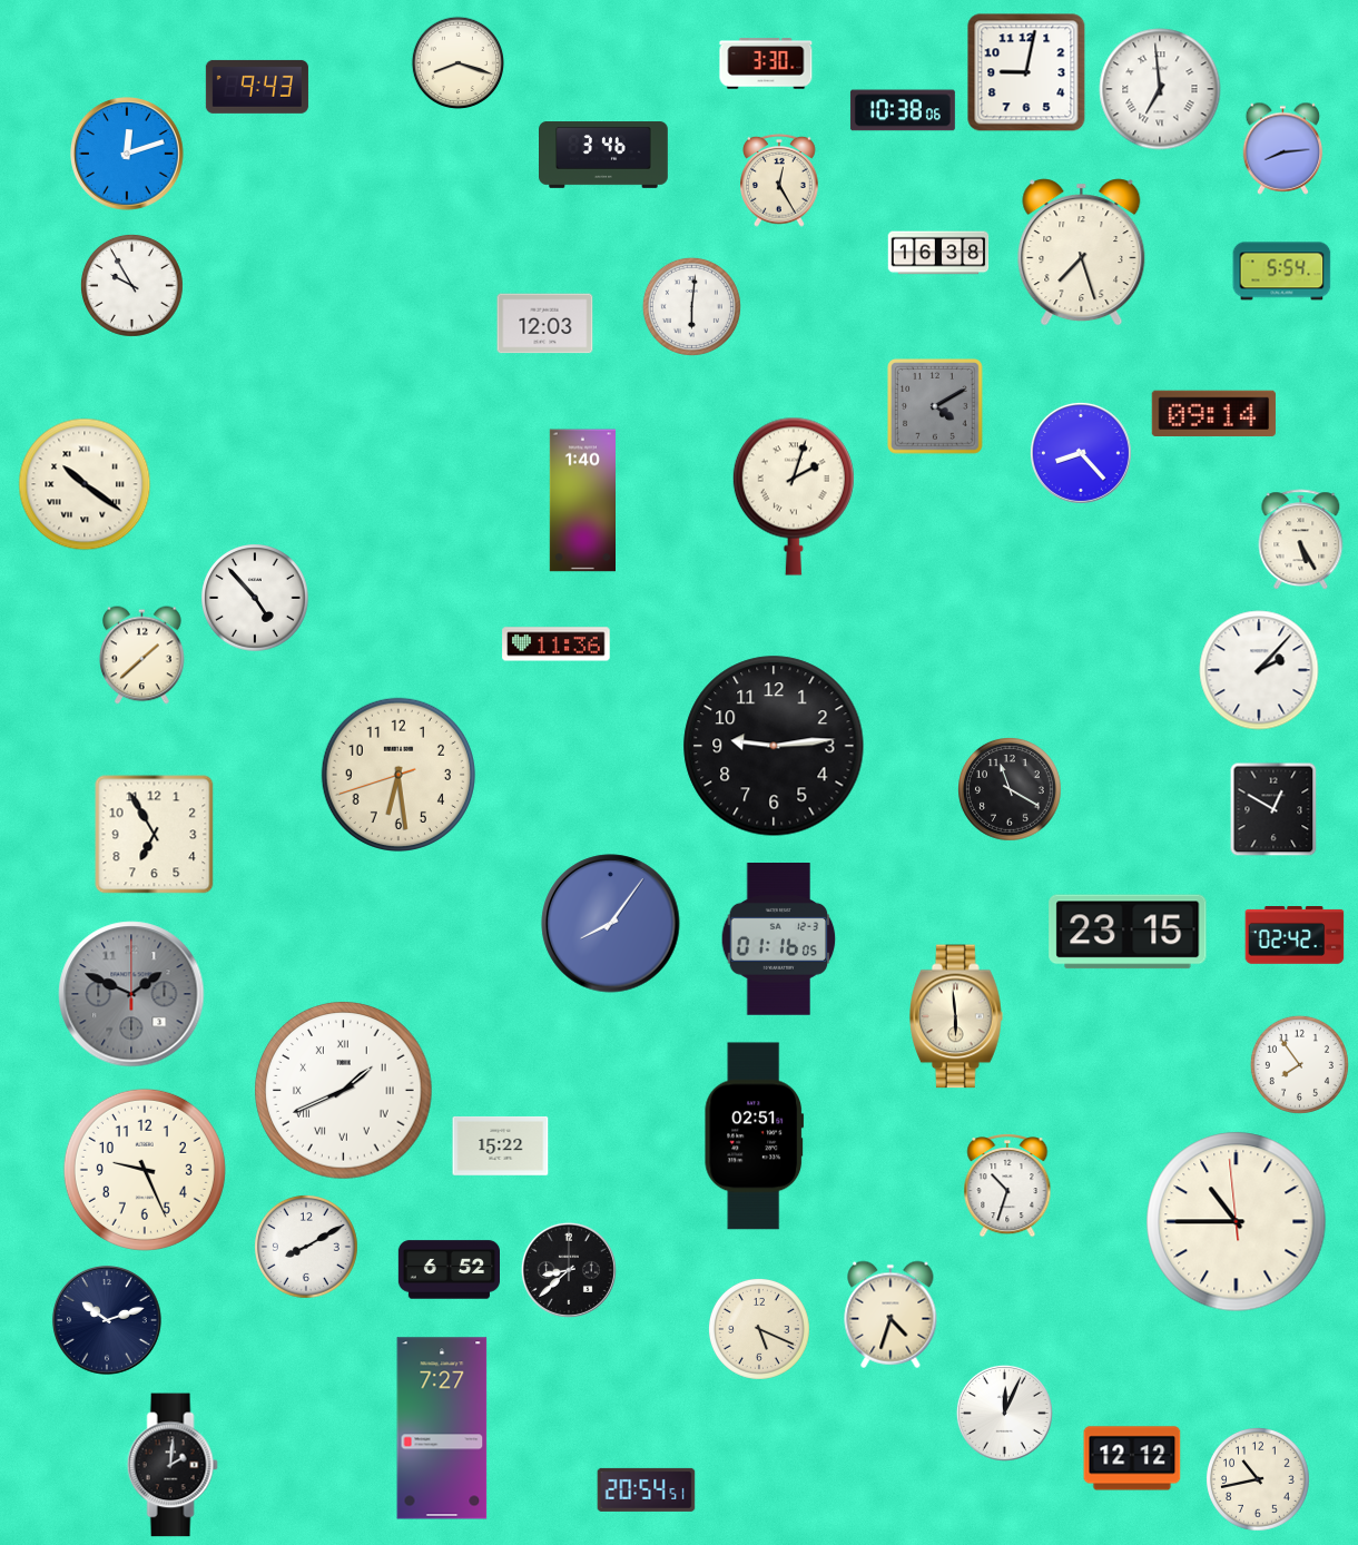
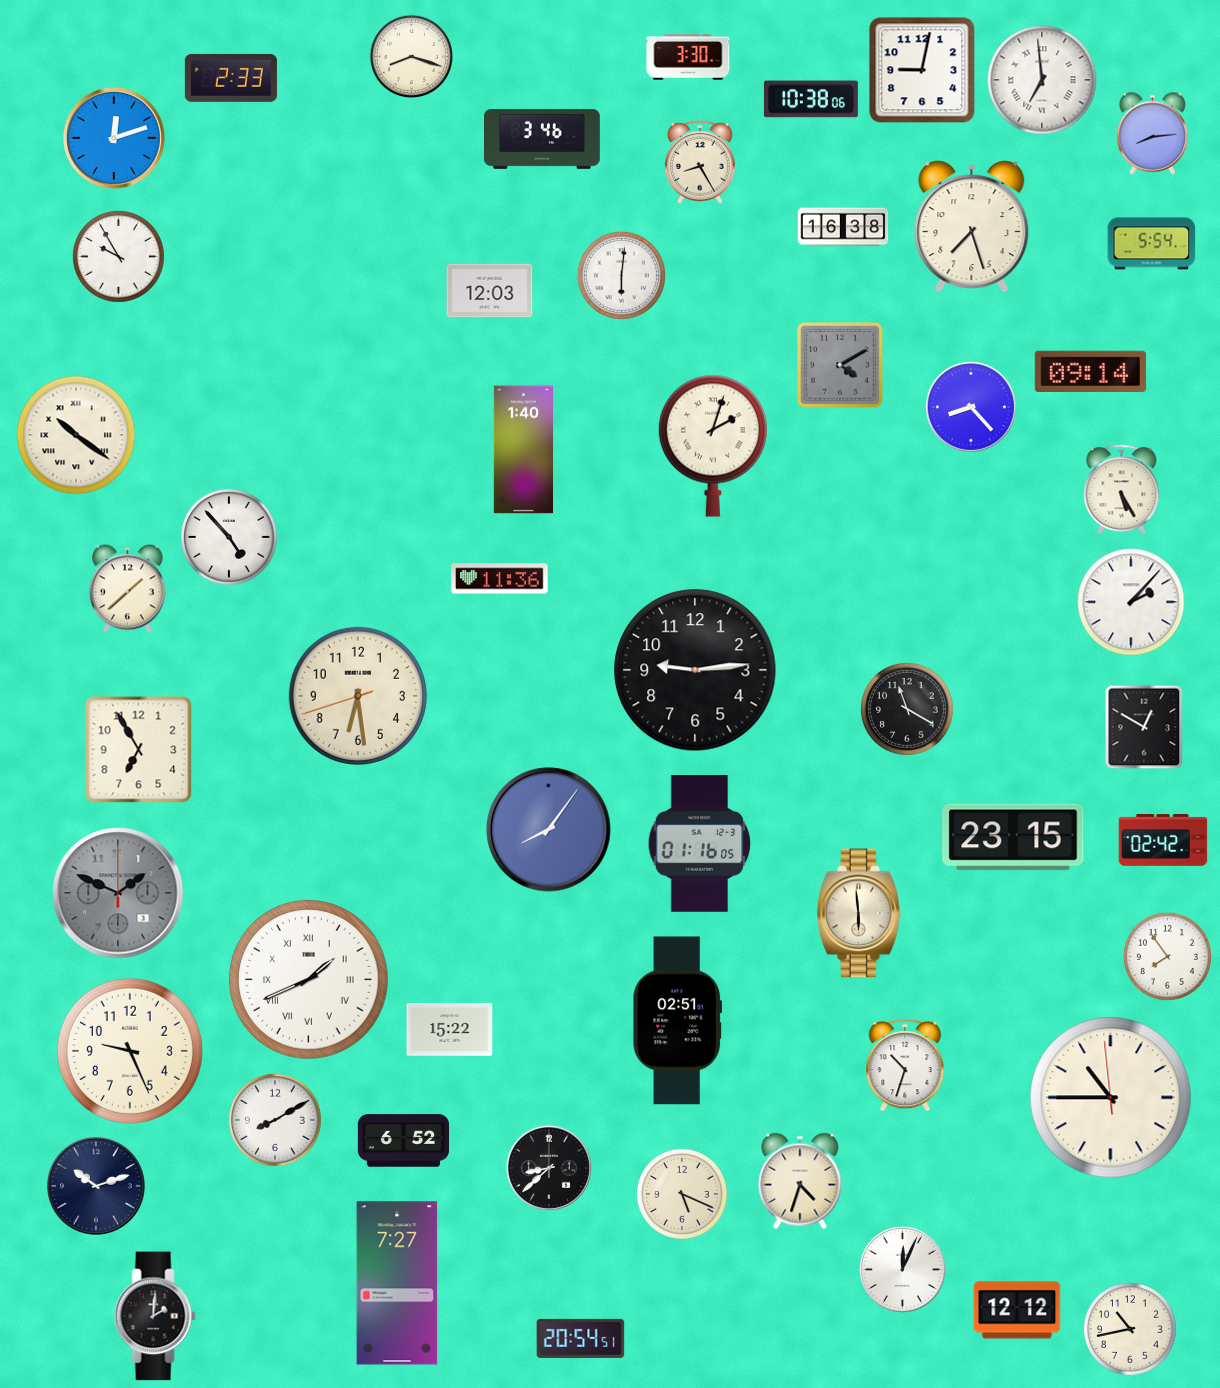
clock at (1026, 72) position: (1026, 72) -> (922, 70)
clock at (257, 87): 9:43 -> 2:33
clock at (780, 180): 12:25 -> 8:25
clock at (1301, 540) position: (1301, 540) -> (1122, 490)
clock at (569, 1270) position: (569, 1270) -> (549, 1168)
